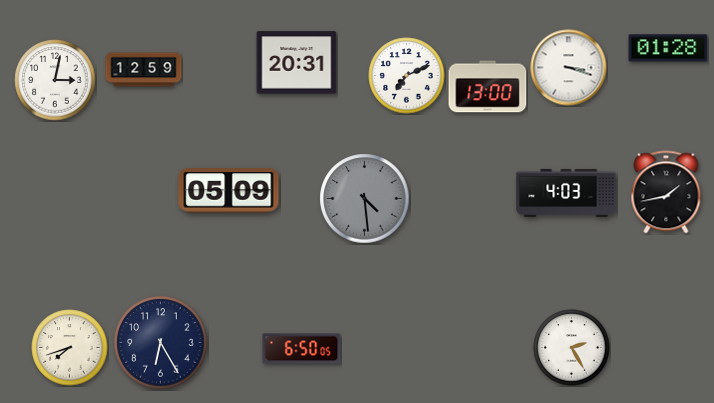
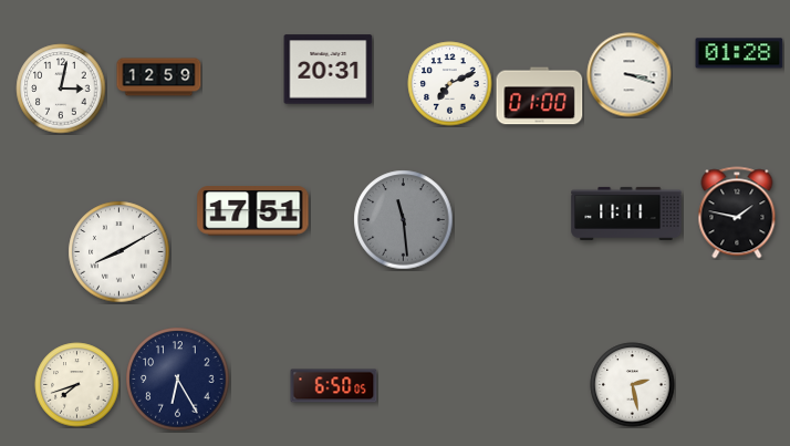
clock at (488, 87): 13:00 -> 01:00
clock at (229, 191): 05:09 -> 17:51
clock at (666, 192): 1:43 -> 1:47
clock at (566, 193): 4:03 -> 11:11
clock at (365, 199): 4:29 -> 11:29
clock at (119, 252): none -> 8:10
clock at (572, 348): 2:25 -> 2:28
